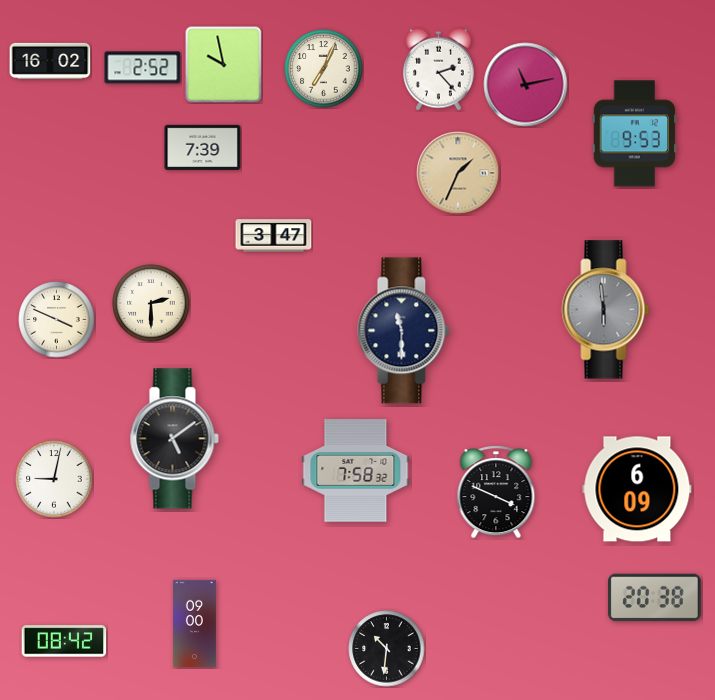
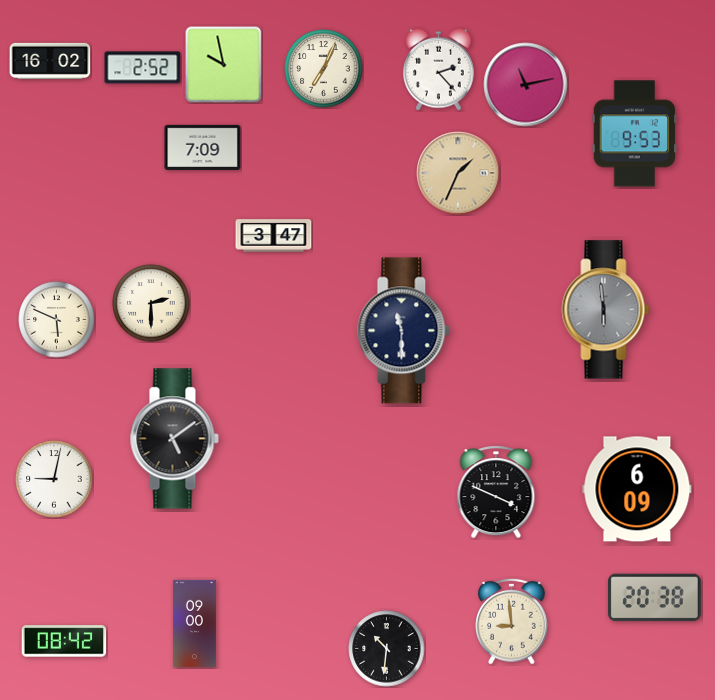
clock at (203, 147): 7:39 -> 7:09
clock at (57, 320): 3:49 -> 5:49
clock at (356, 471): 7:58 -> none
clock at (512, 621): none -> 8:59
